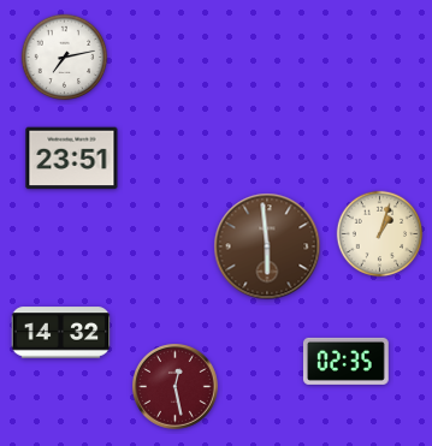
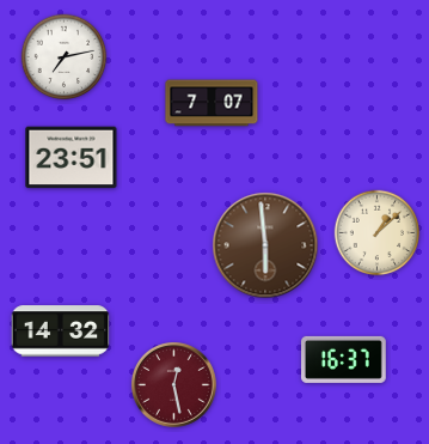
clock at (212, 103): none -> 7:07
clock at (380, 234): 1:03 -> 1:08
clock at (345, 361): 02:35 -> 16:37
